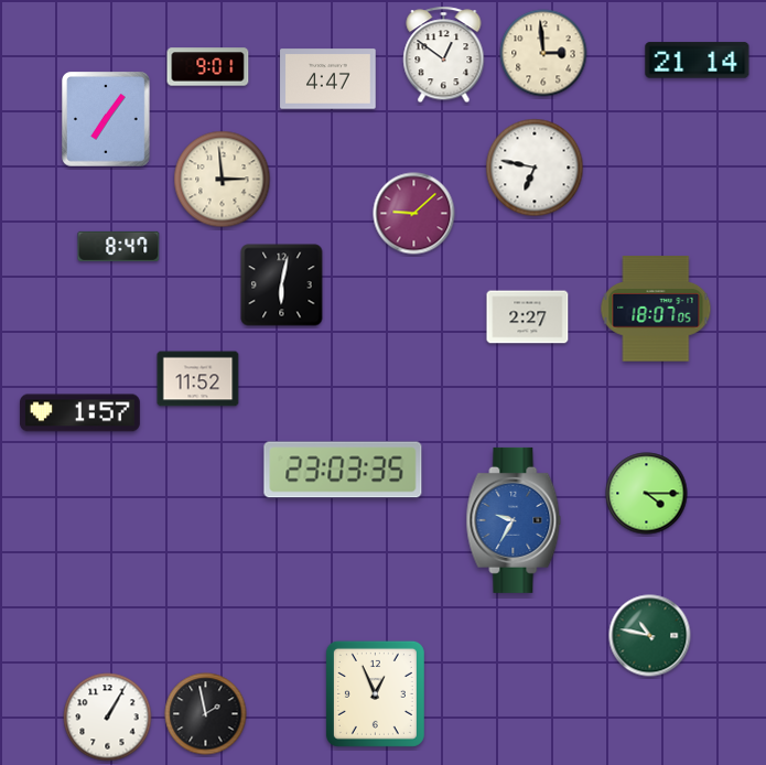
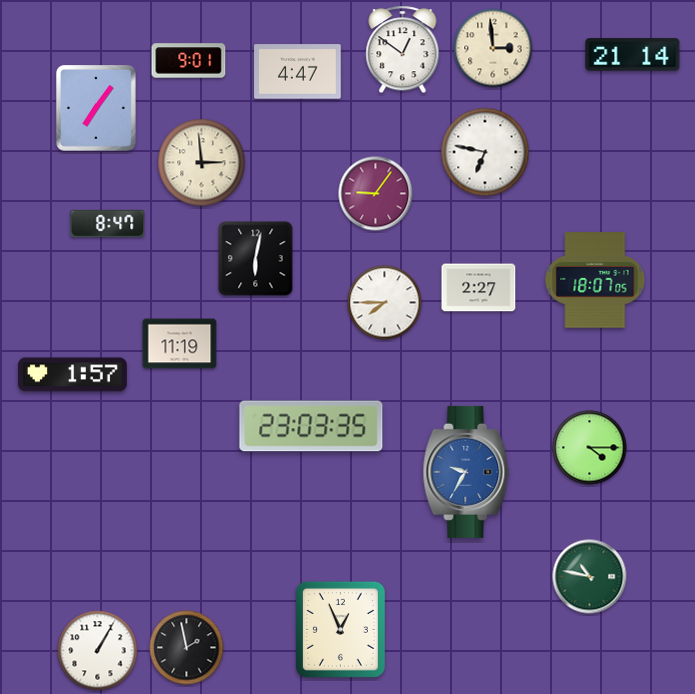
clock at (414, 214): 9:08 -> 9:06
clock at (385, 303): none -> 7:45
clock at (198, 379): 11:52 -> 11:19
clock at (647, 494) position: (647, 494) -> (590, 448)
